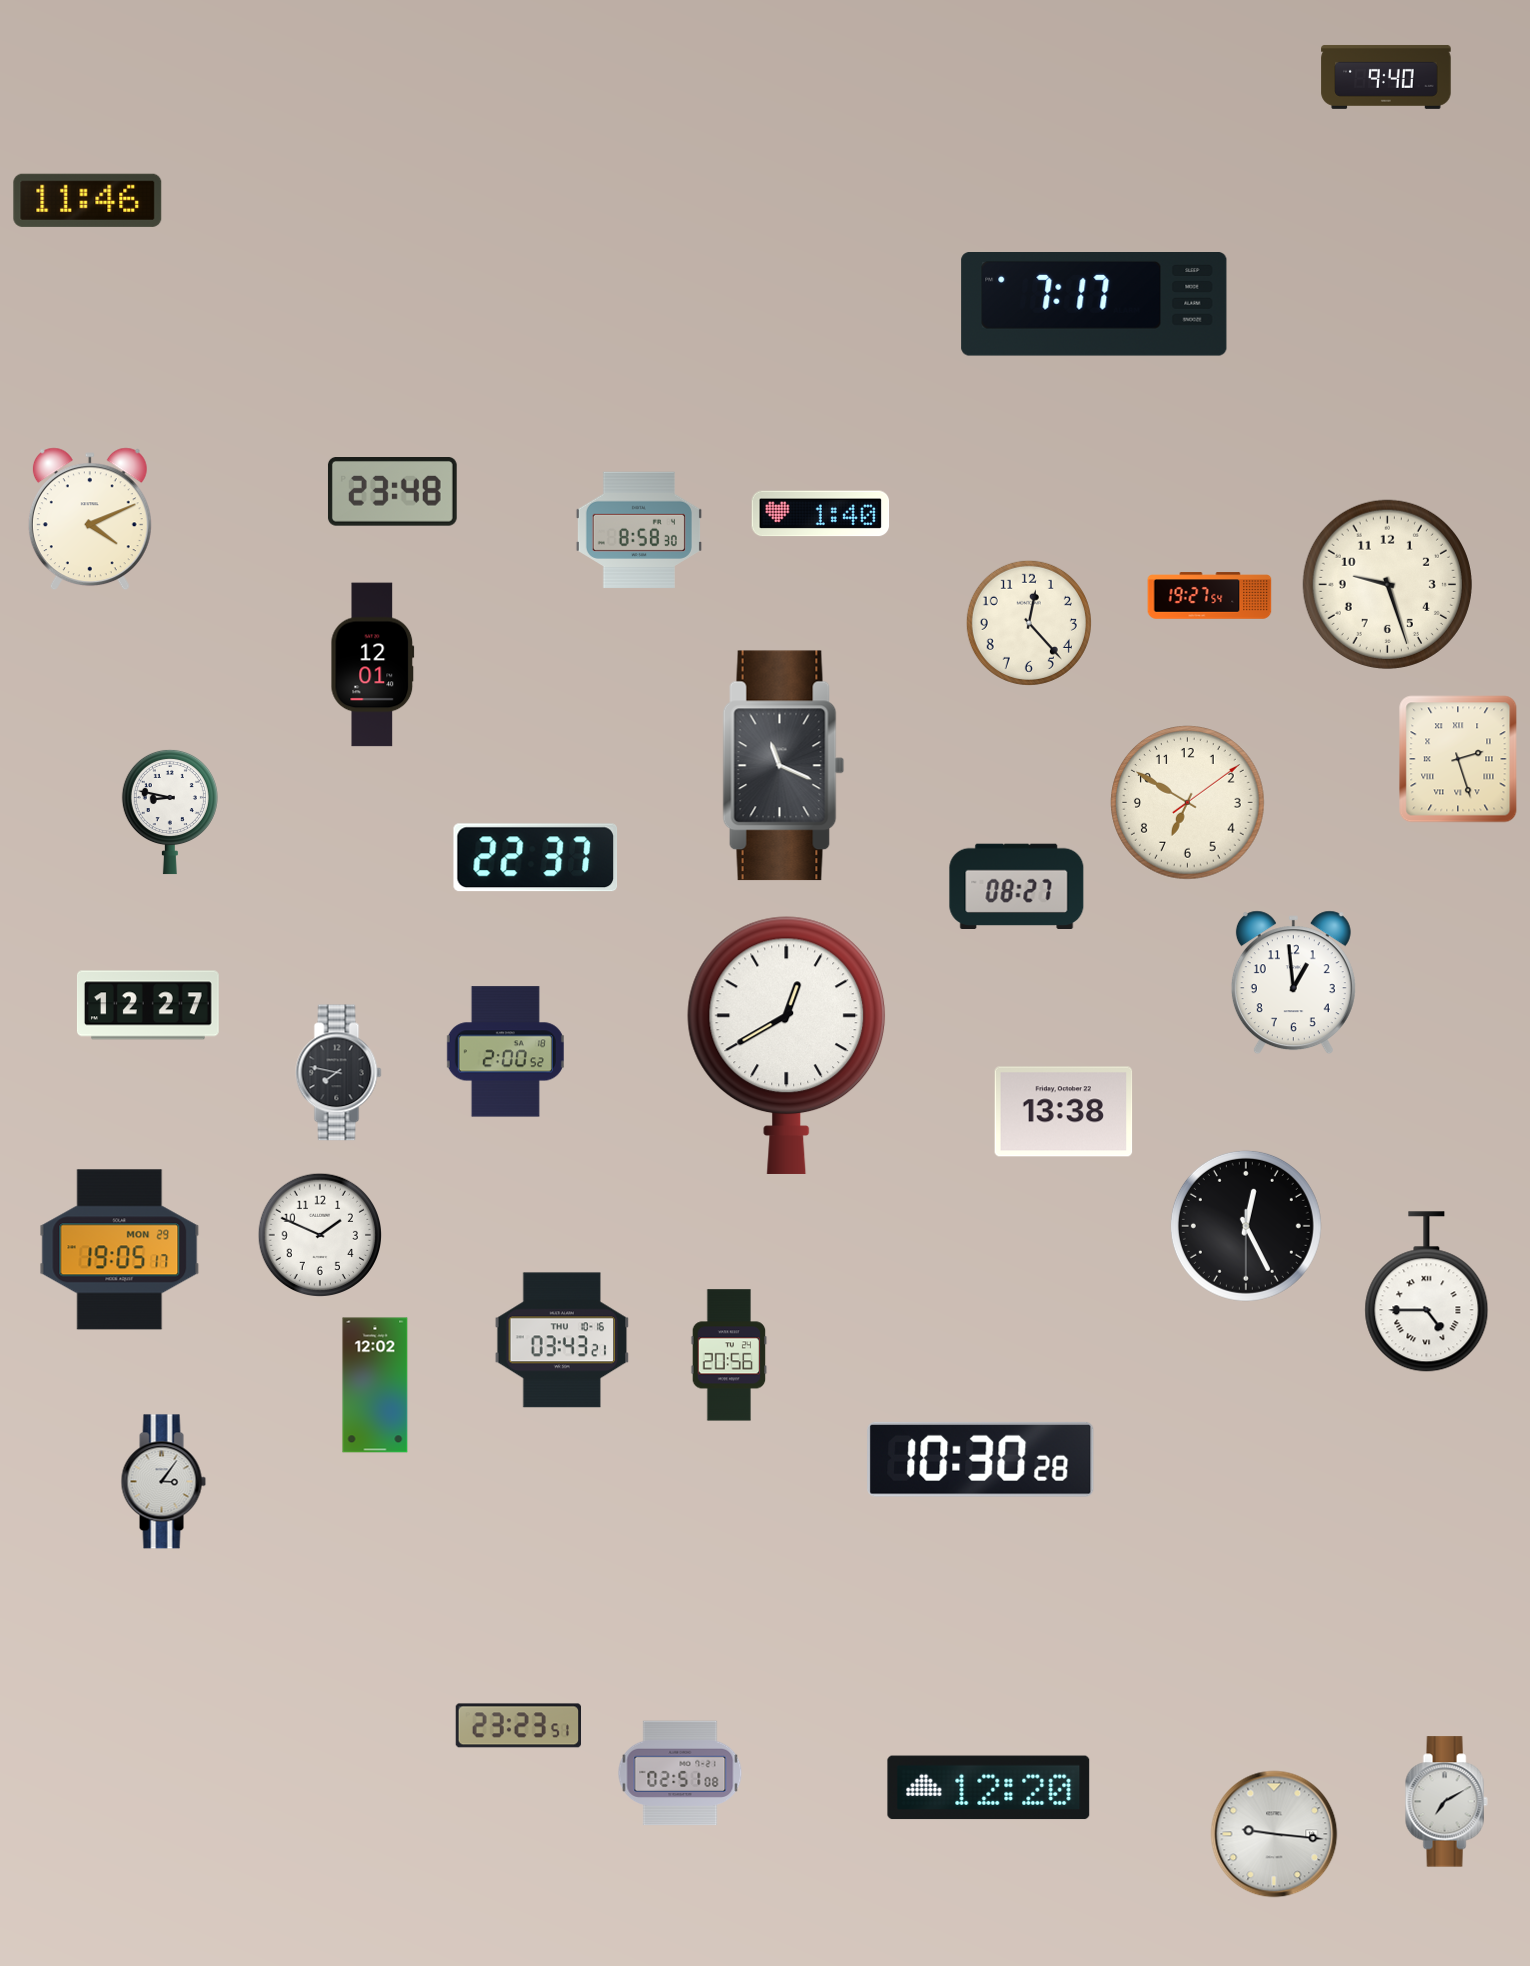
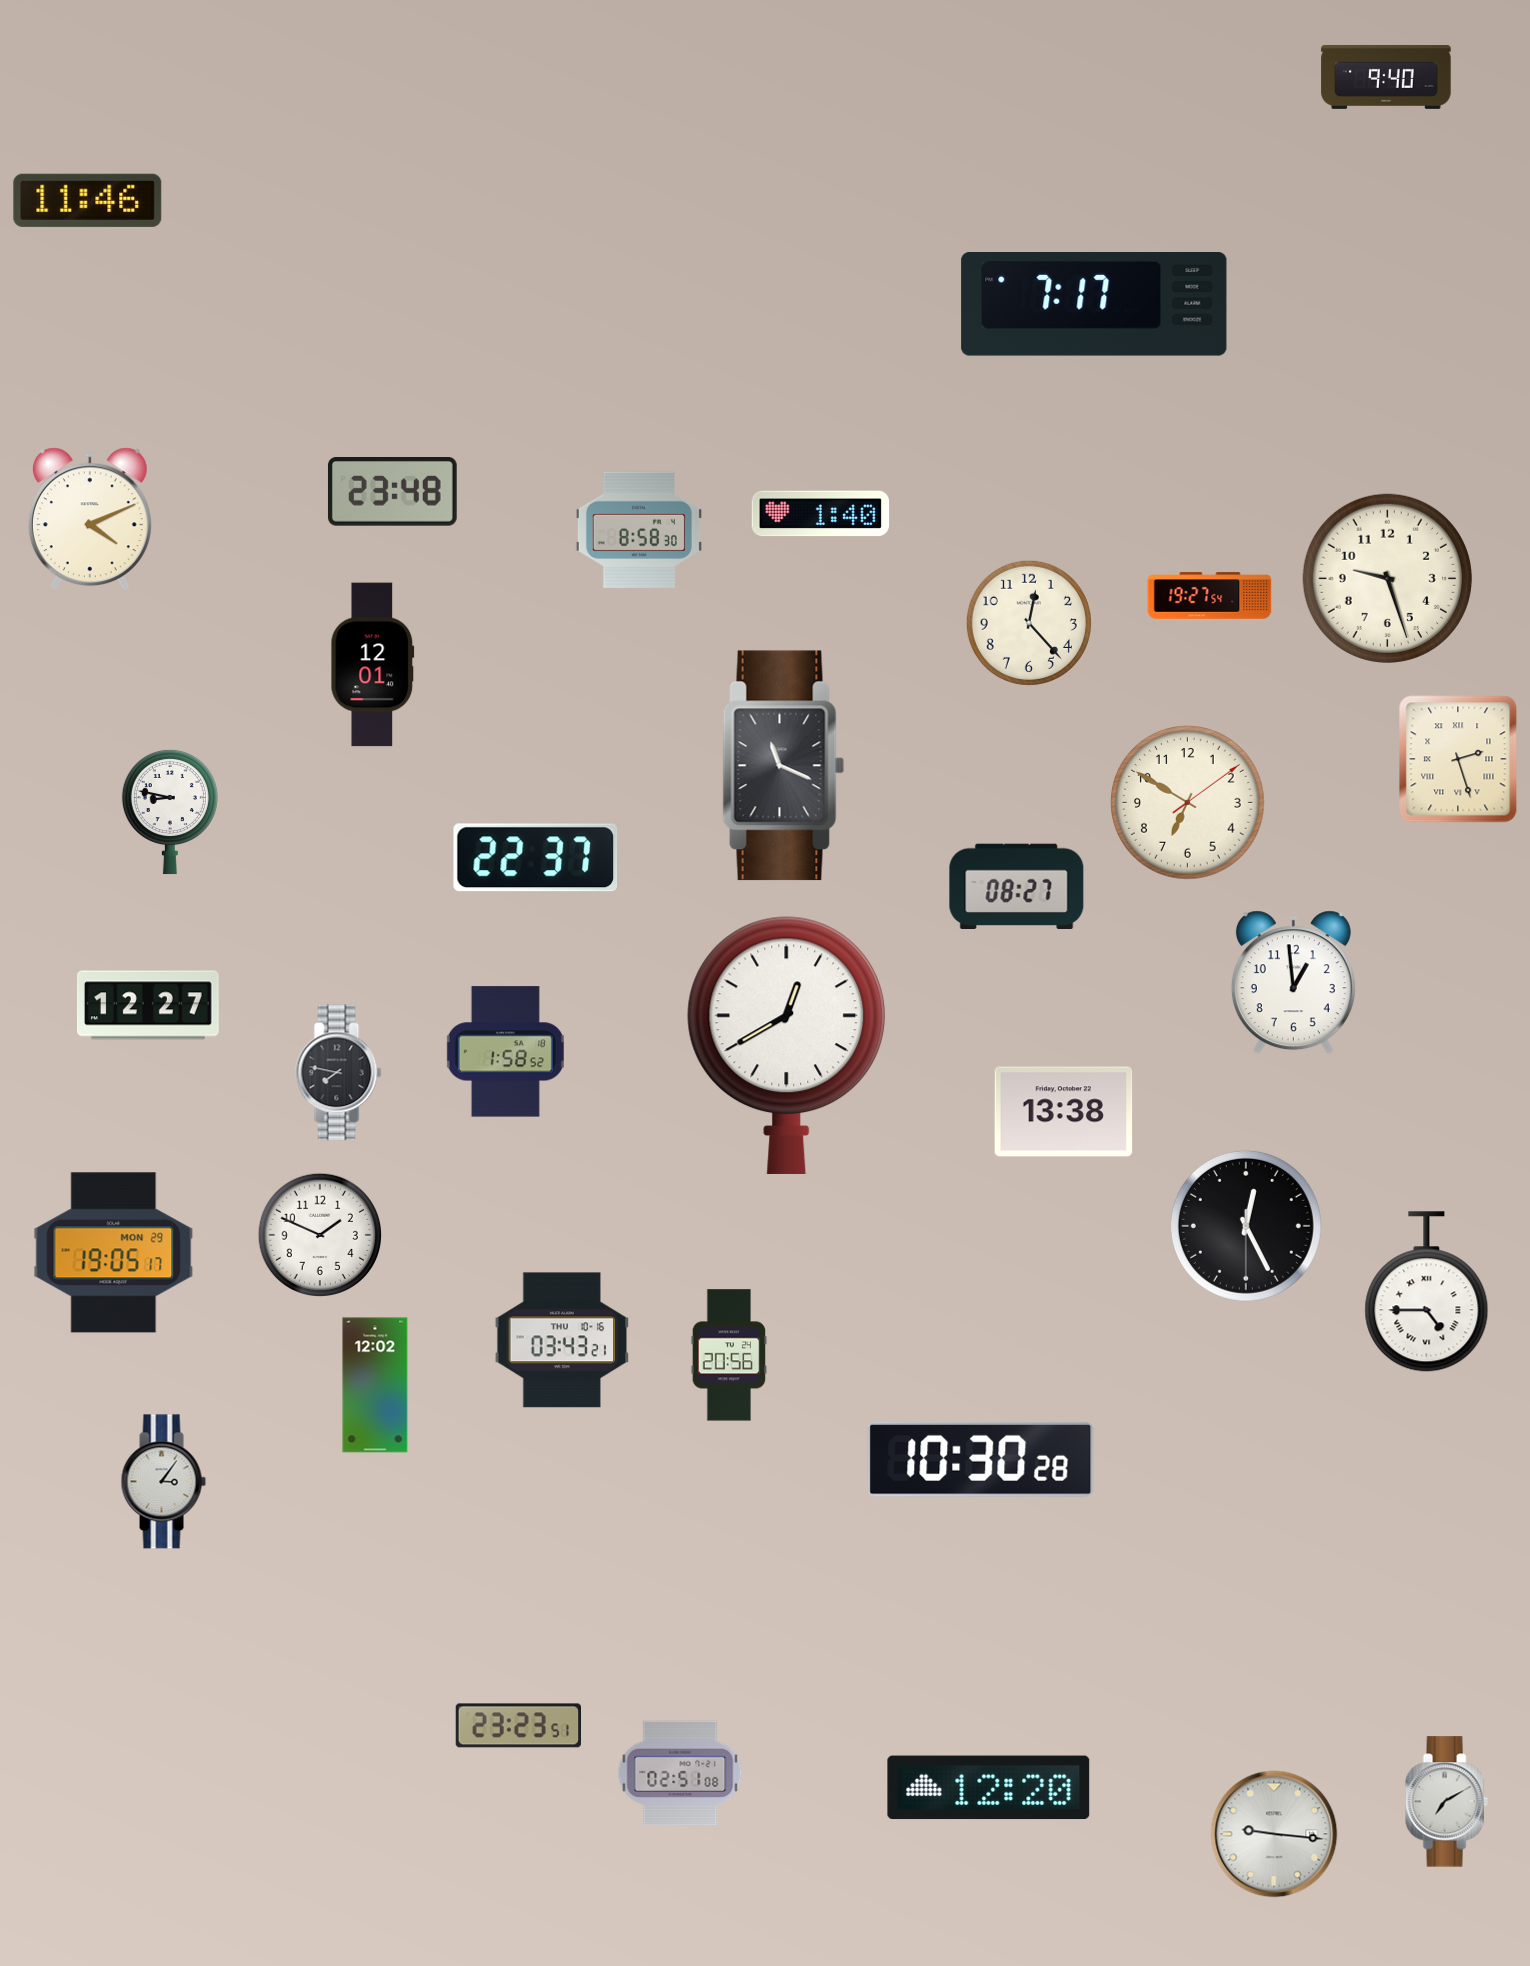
clock at (1387, 584) position: (1387, 584) -> (1387, 578)
clock at (505, 1052): 2:00 -> 1:58
clock at (120, 1250) position: (120, 1250) -> (114, 1253)
